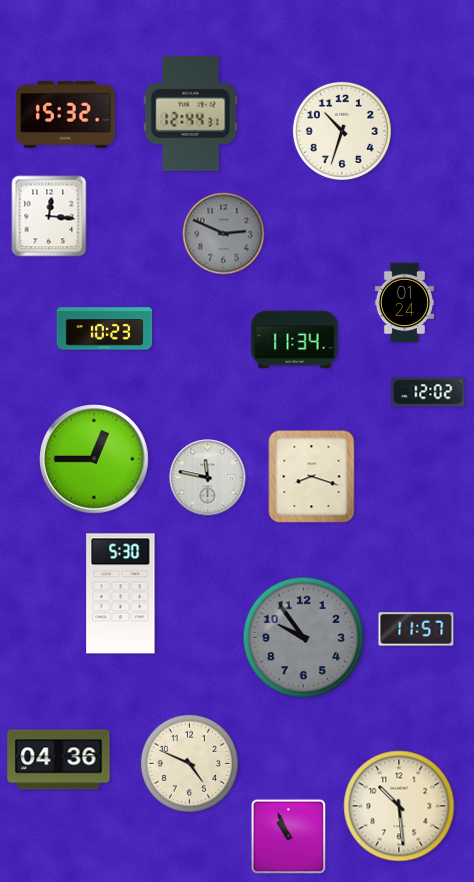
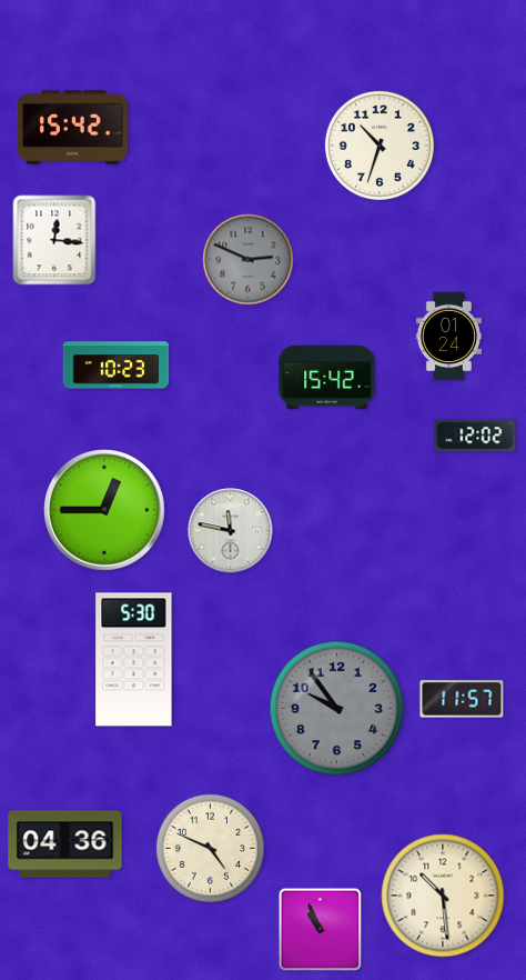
clock at (66, 114): 15:32 -> 15:42
clock at (191, 114): 12:44 -> none
clock at (295, 340): 11:34 -> 15:42
clock at (312, 477): 8:18 -> none
